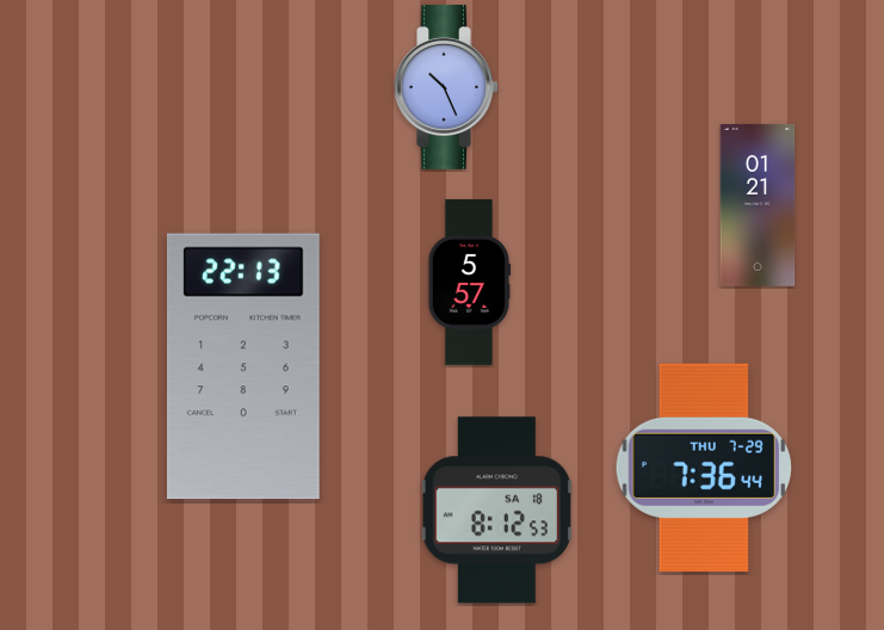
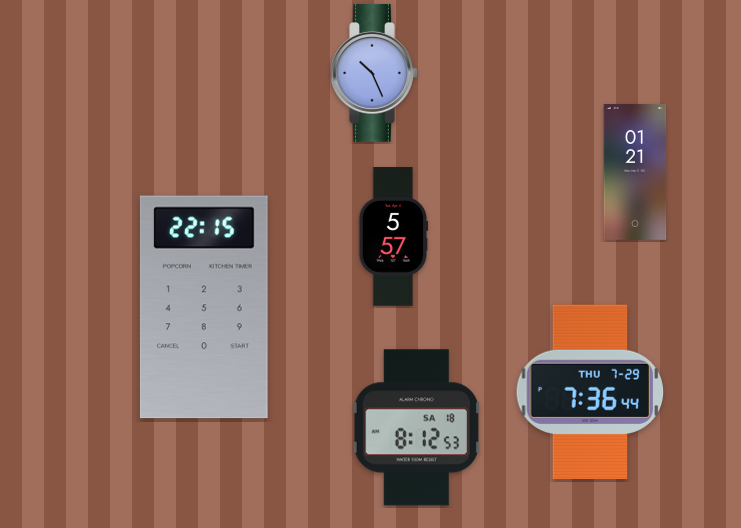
clock at (243, 366): 22:13 -> 22:15
